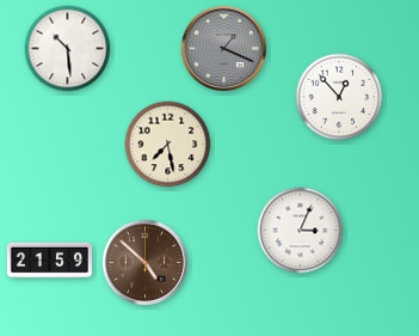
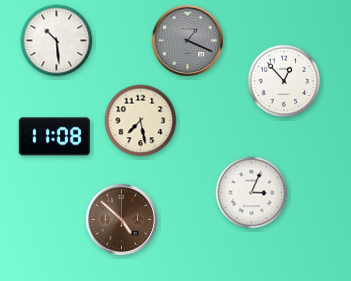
clock at (54, 137): none -> 11:08
clock at (49, 261): 21:59 -> none
